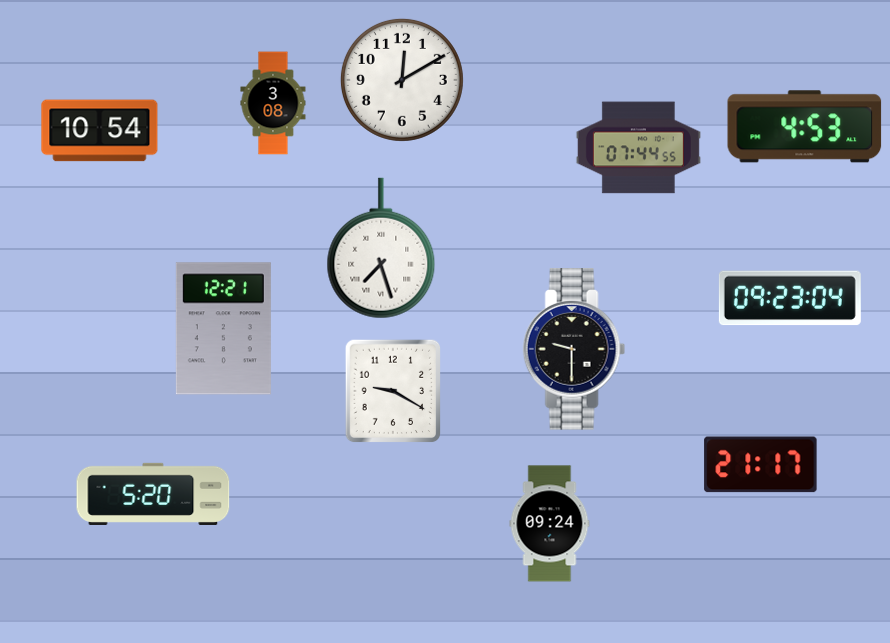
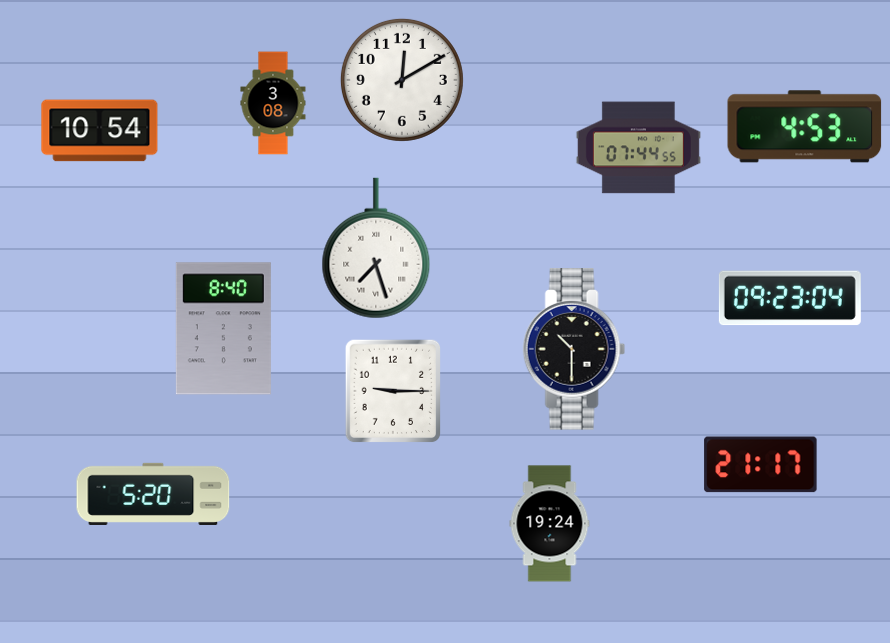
clock at (381, 248) position: (381, 248) -> (376, 248)
clock at (223, 329): 12:21 -> 8:40
clock at (574, 349): 9:30 -> 10:30
clock at (393, 391): 9:20 -> 9:15
clock at (550, 524): 09:24 -> 19:24
